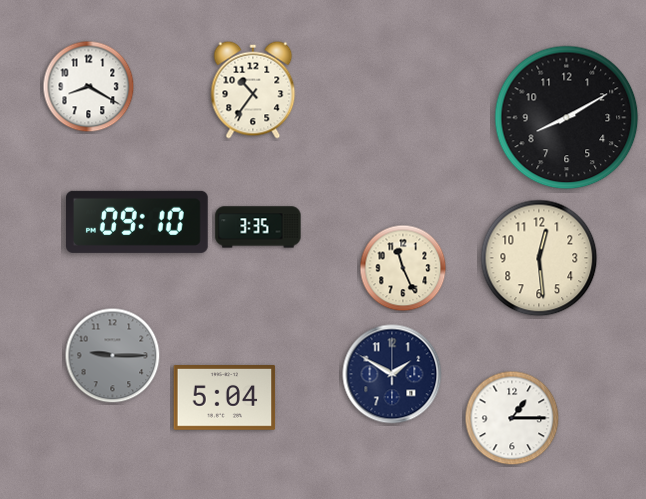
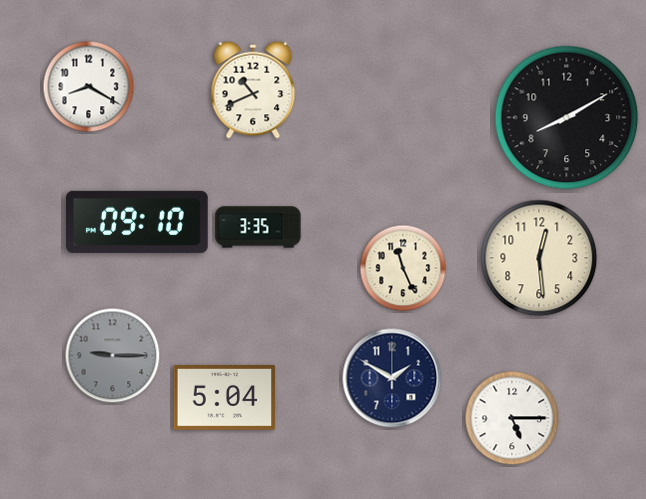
clock at (253, 90): 10:36 -> 10:41
clock at (392, 374) position: (392, 374) -> (392, 378)
clock at (512, 418): 1:15 -> 5:15
